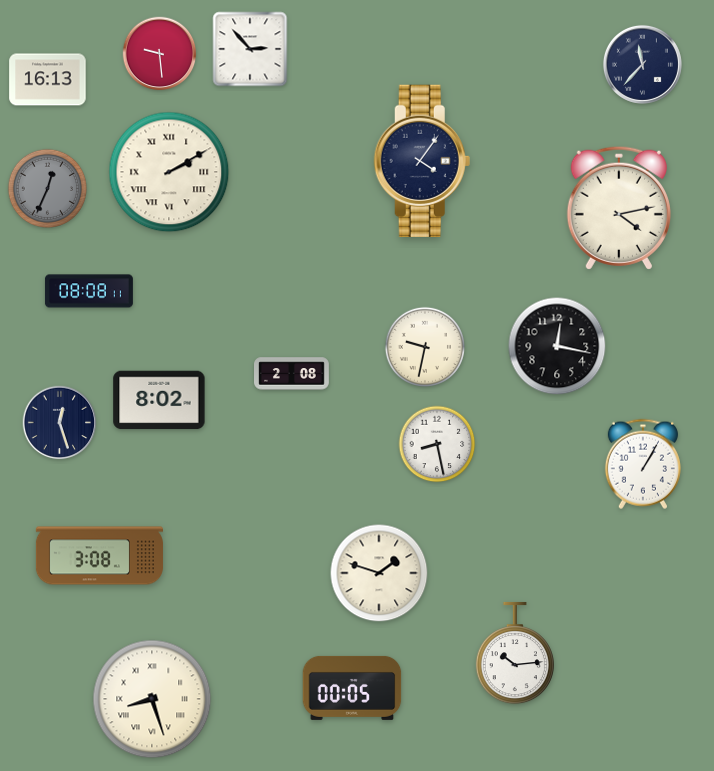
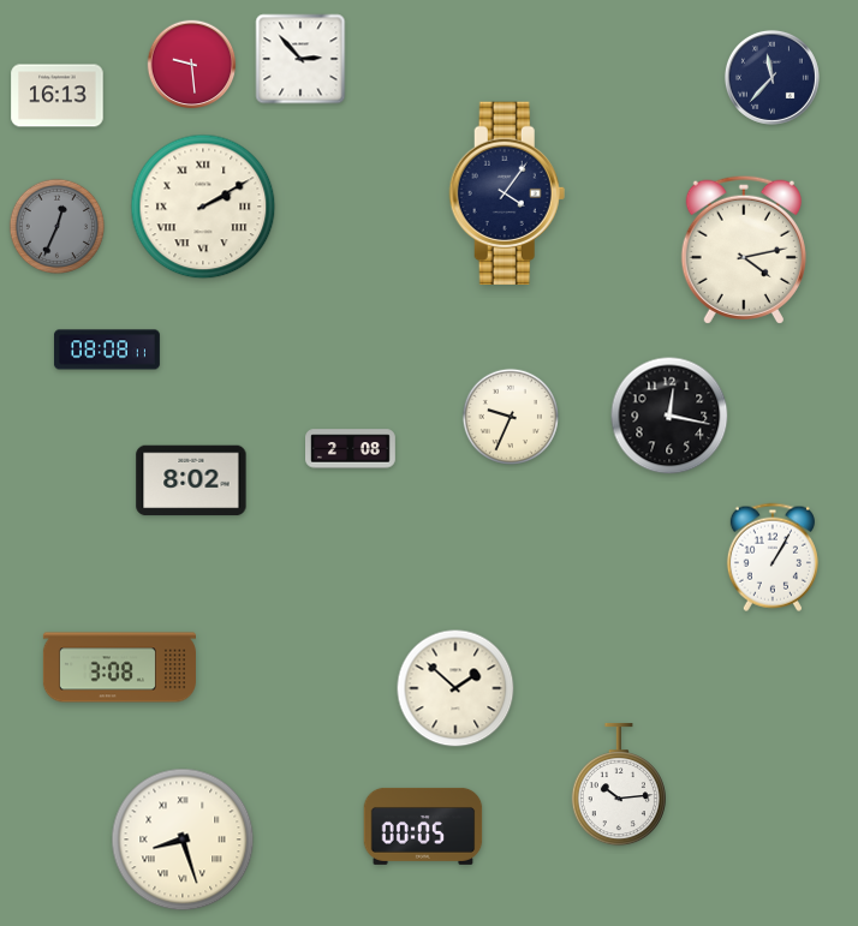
clock at (425, 347): 9:32 -> 9:34
clock at (60, 423): 12:27 -> none
clock at (437, 444): 8:28 -> none
clock at (379, 573): 1:48 -> 1:52
